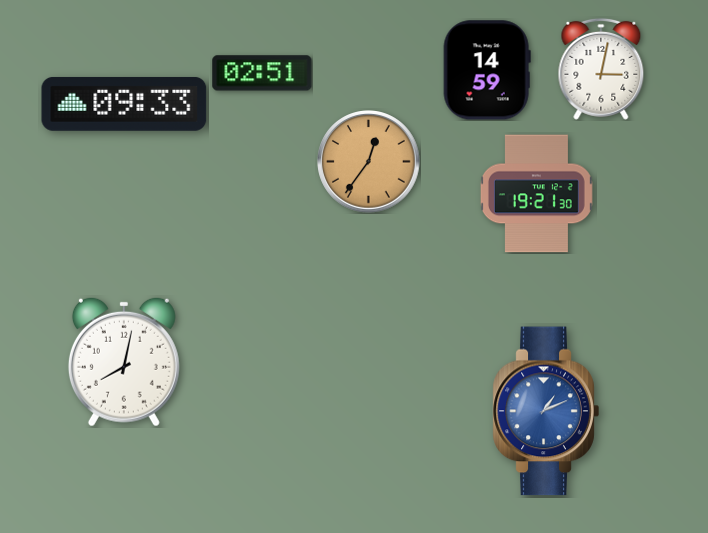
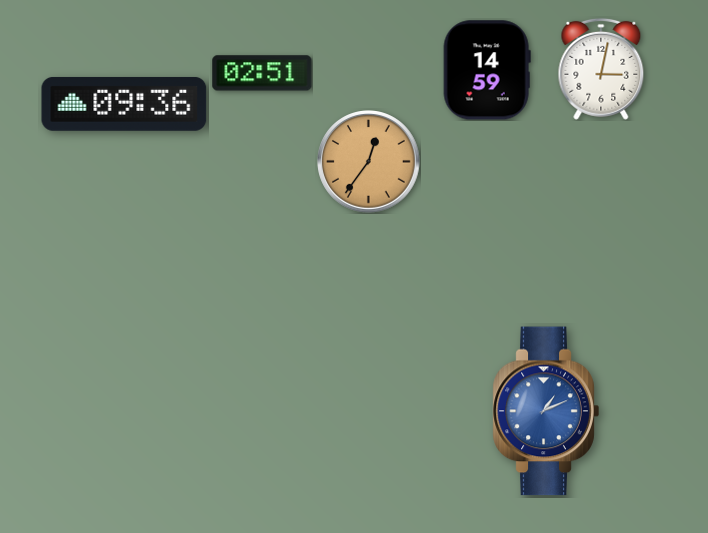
clock at (124, 104): 09:33 -> 09:36
clock at (536, 194): 19:21 -> none
clock at (124, 362): 8:02 -> none
